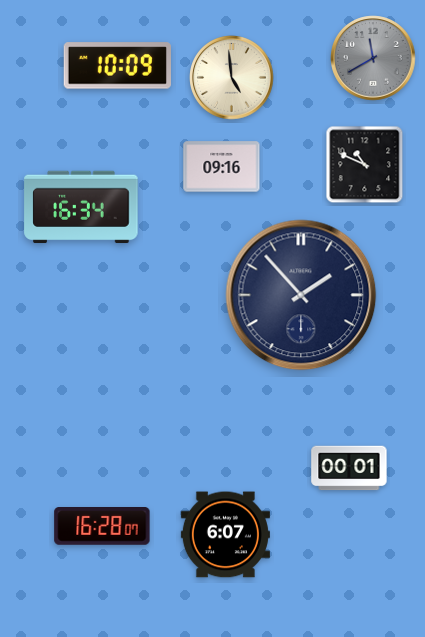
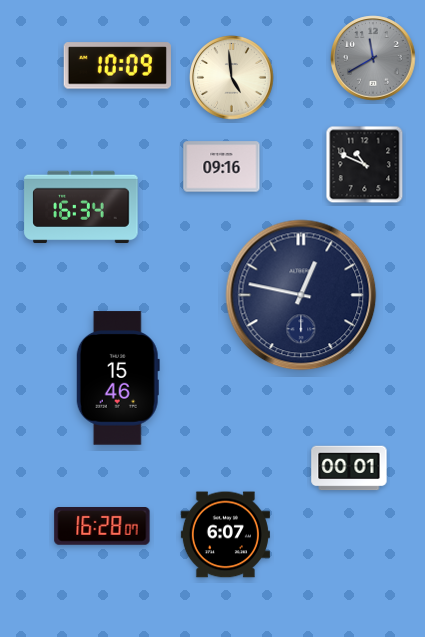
clock at (301, 295): 1:53 -> 12:47
clock at (118, 378): none -> 15:46
